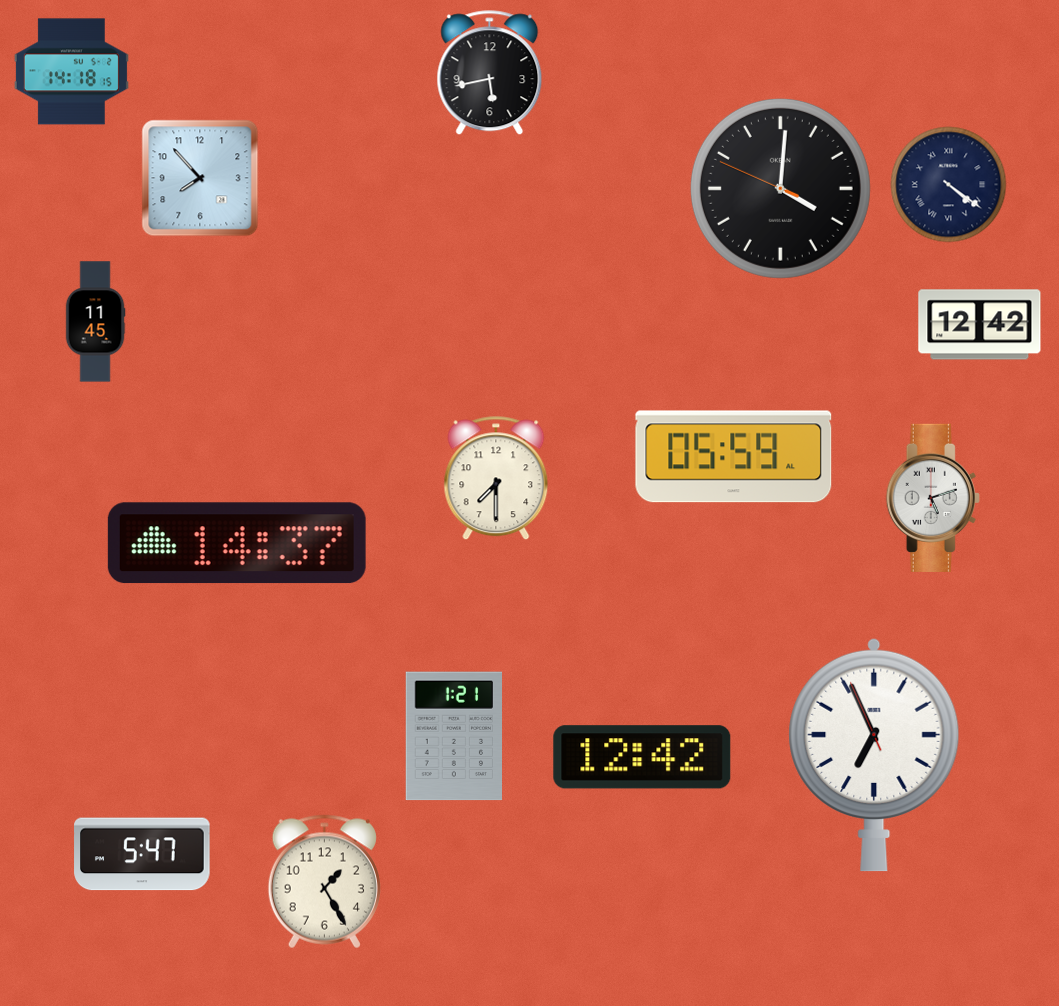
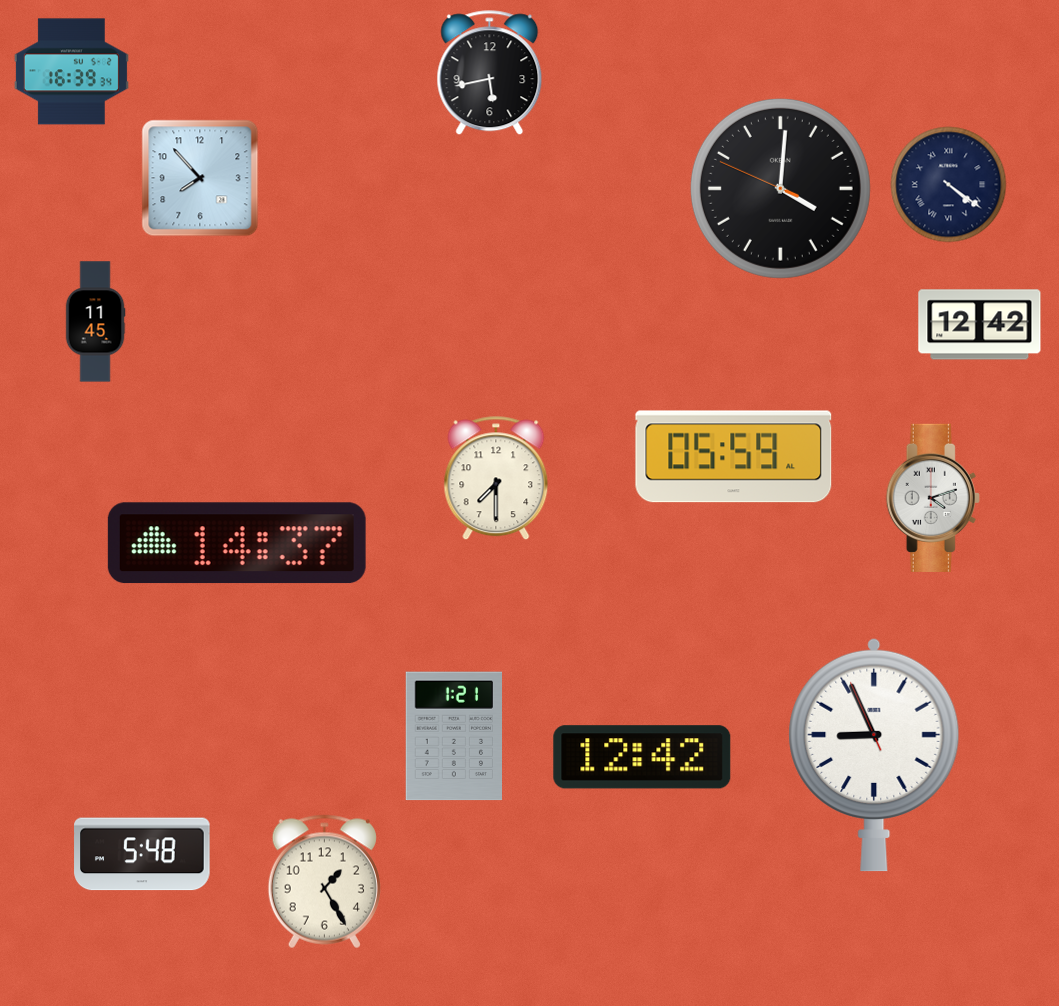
clock at (71, 72): 14:18 -> 16:39
clock at (933, 498): 5:12 -> 4:12
clock at (874, 755): 6:55 -> 8:55
clock at (142, 854): 5:47 -> 5:48
